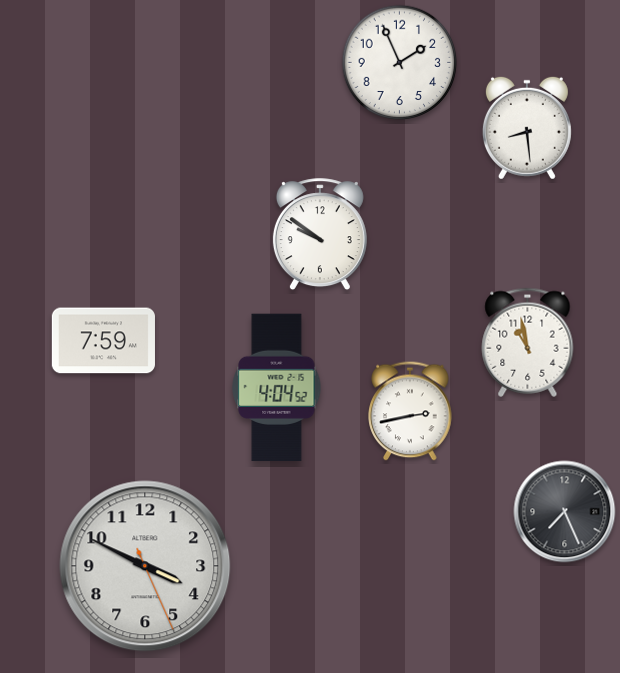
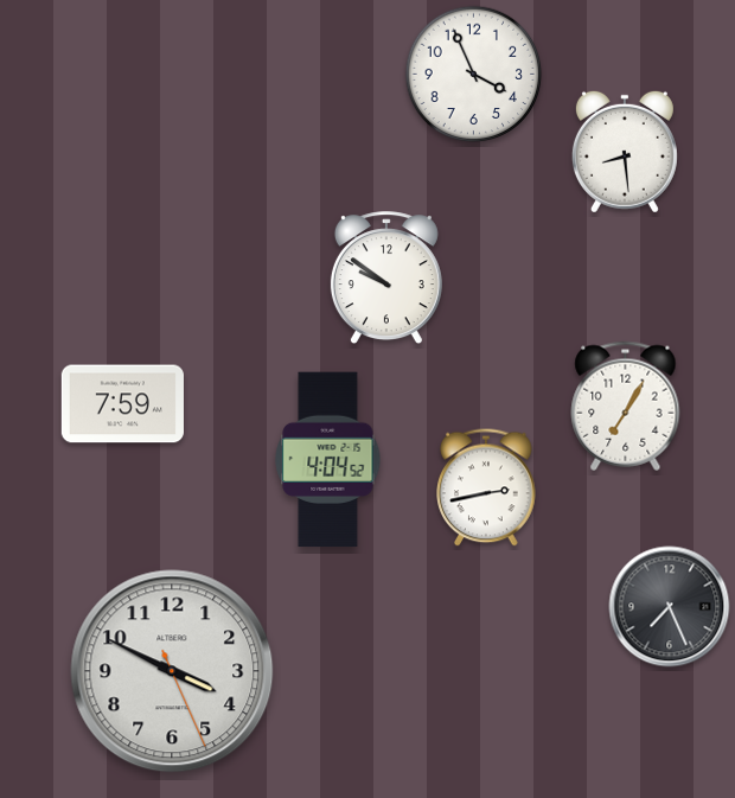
clock at (400, 63): 1:56 -> 3:56
clock at (320, 235) position: (320, 235) -> (386, 279)
clock at (528, 342): 10:58 -> 7:05
